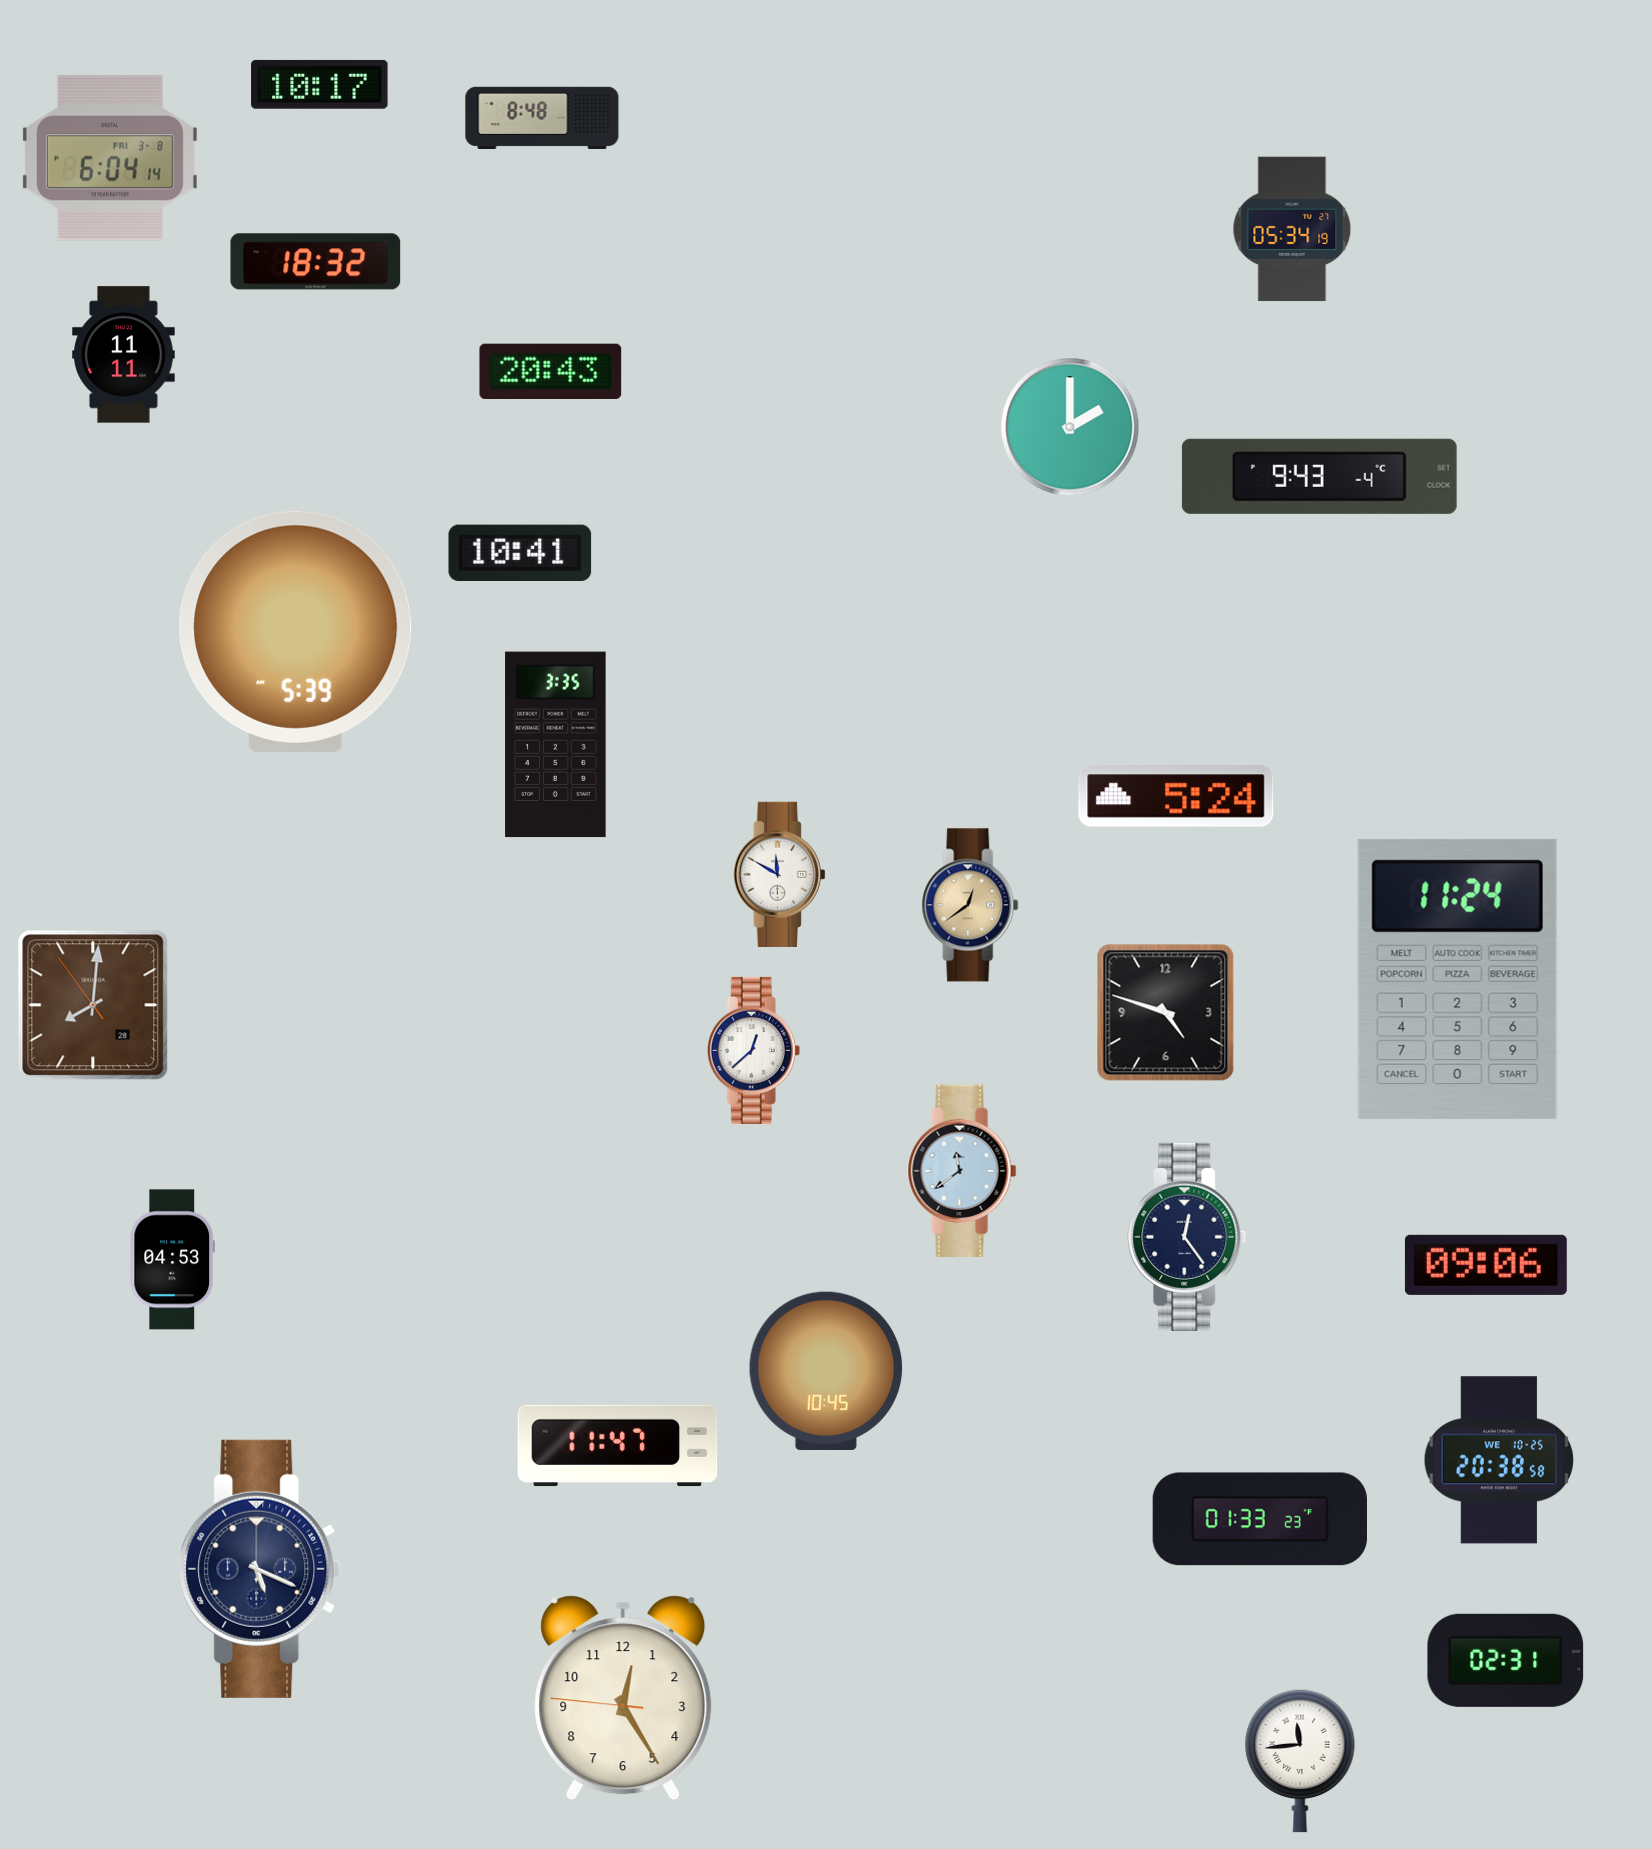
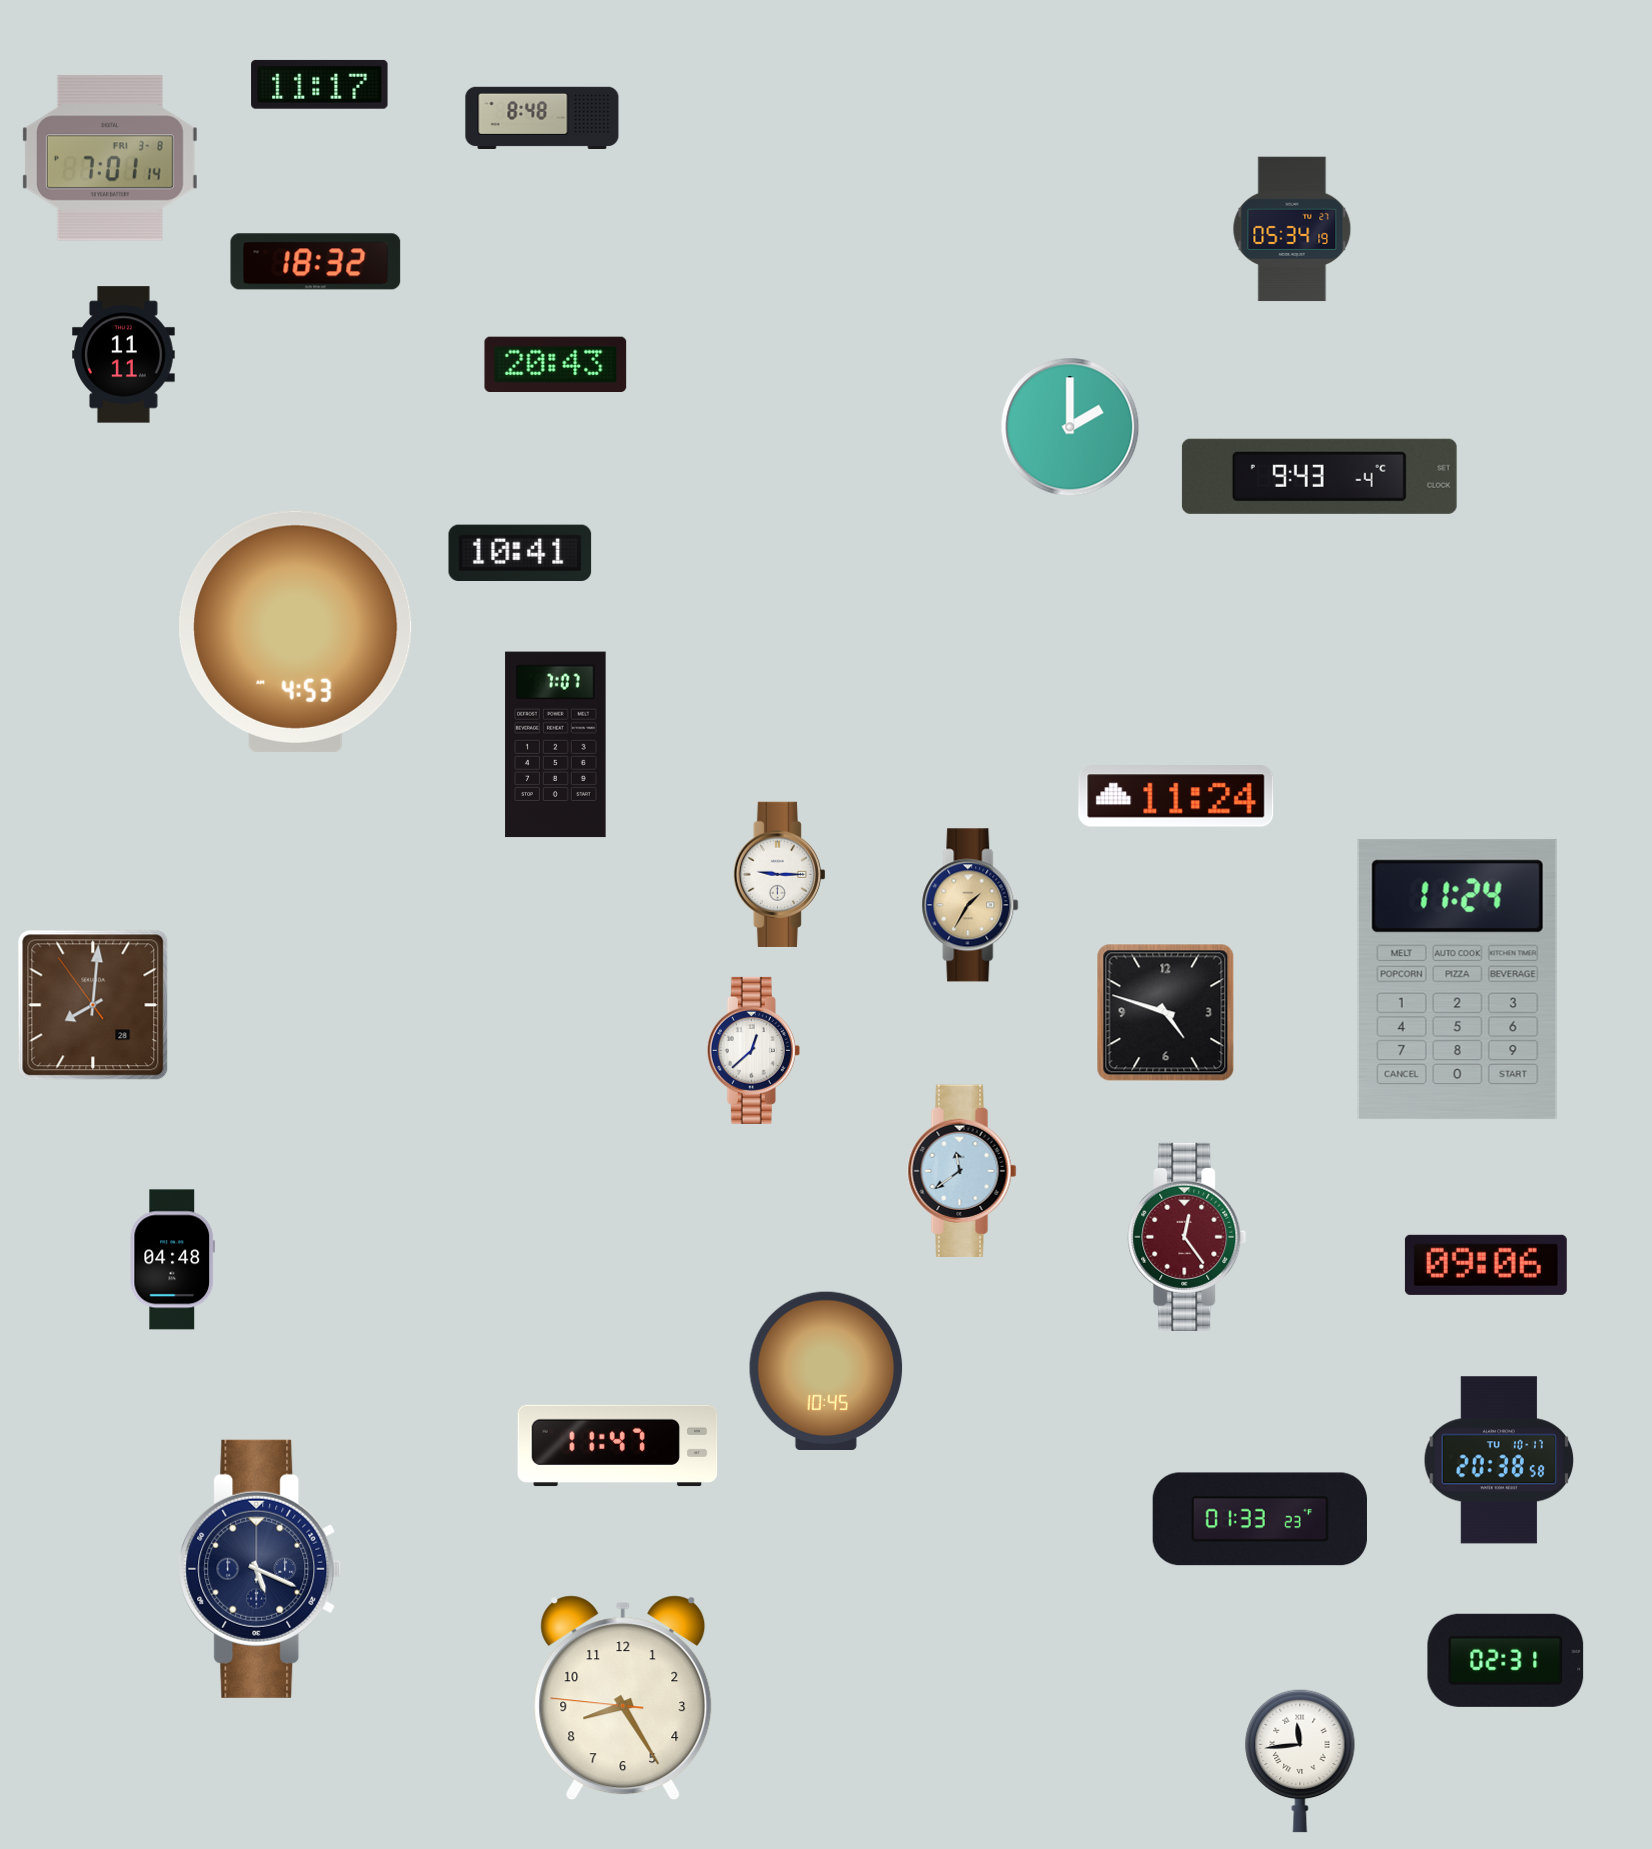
clock at (320, 84): 10:17 -> 11:17
clock at (110, 158): 6:04 -> 7:01
clock at (551, 371) position: (551, 371) -> (556, 364)
clock at (296, 631): 5:39 -> 4:53
clock at (556, 745): 3:35 -> 7:07
clock at (1176, 796): 5:24 -> 11:24
clock at (779, 874): 11:50 -> 9:15
clock at (970, 905): 12:39 -> 1:35
clock at (1187, 1237) dial: navy -> burgundy
clock at (172, 1260): 04:53 -> 04:48
clock at (1499, 1460) date: WE 10-25 -> TU 10-17
clock at (623, 1698): 12:24 -> 8:24
